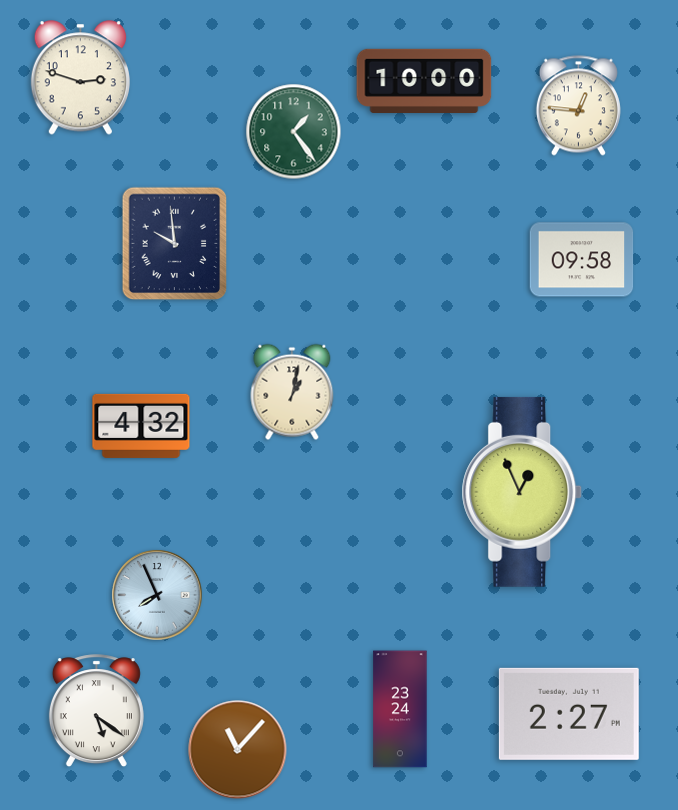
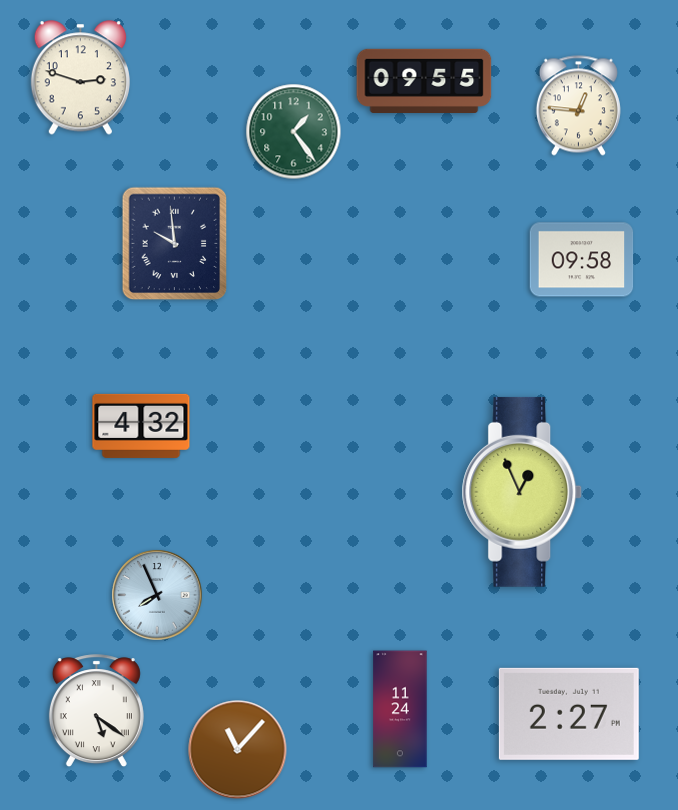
clock at (424, 80): 10:00 -> 09:55
clock at (292, 392): 1:02 -> none
clock at (400, 709): 23:24 -> 11:24
